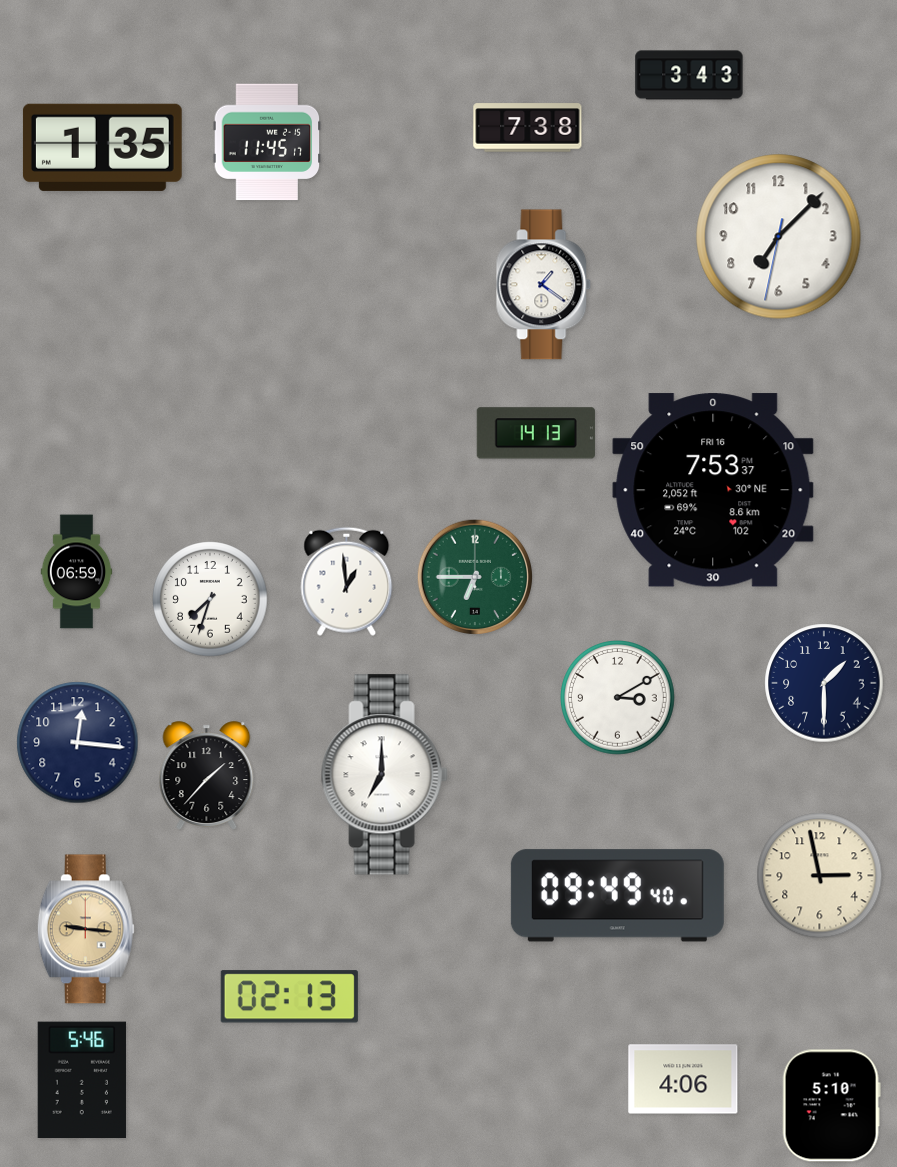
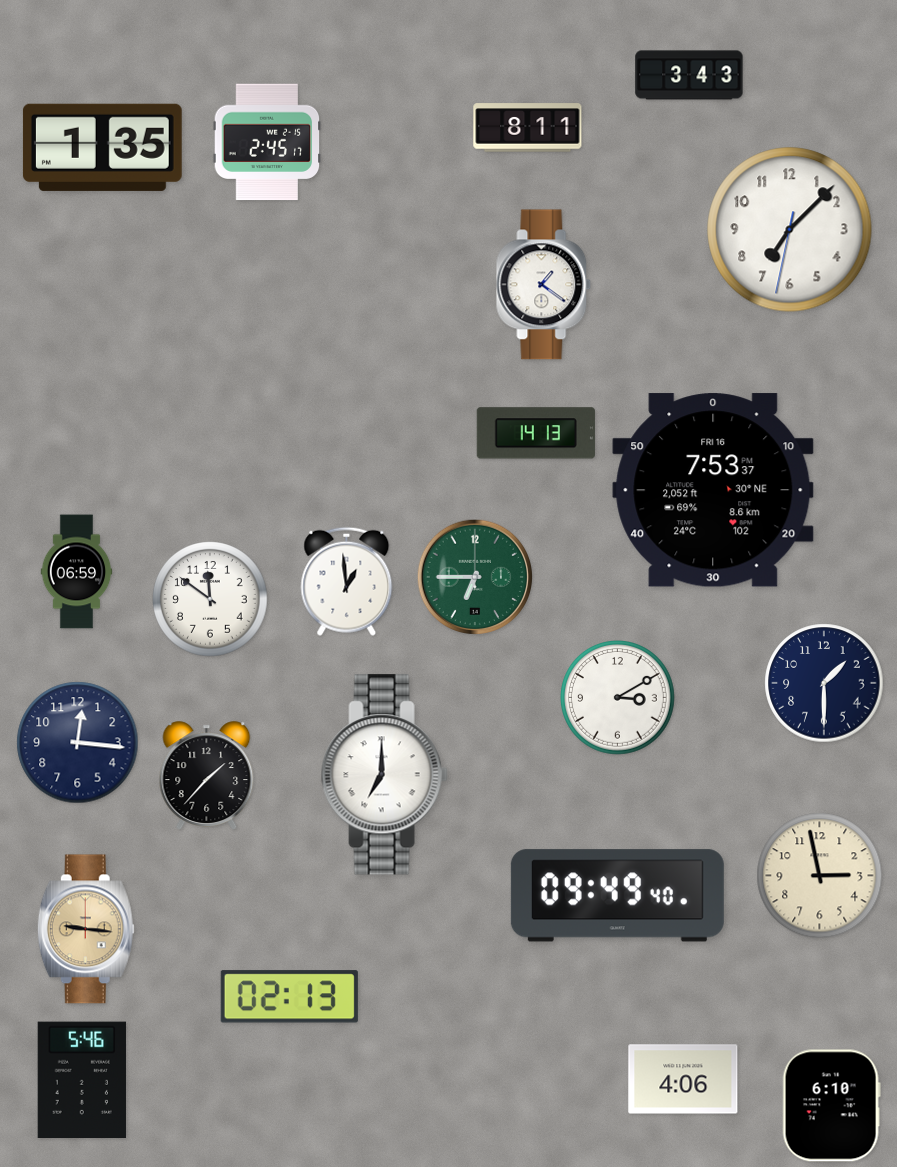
clock at (528, 128): 7:38 -> 8:11
clock at (267, 142): 11:45 -> 2:45
clock at (779, 237) position: (779, 237) -> (790, 230)
clock at (210, 599): 7:33 -> 11:51
clock at (831, 1106): 5:10 -> 6:10
